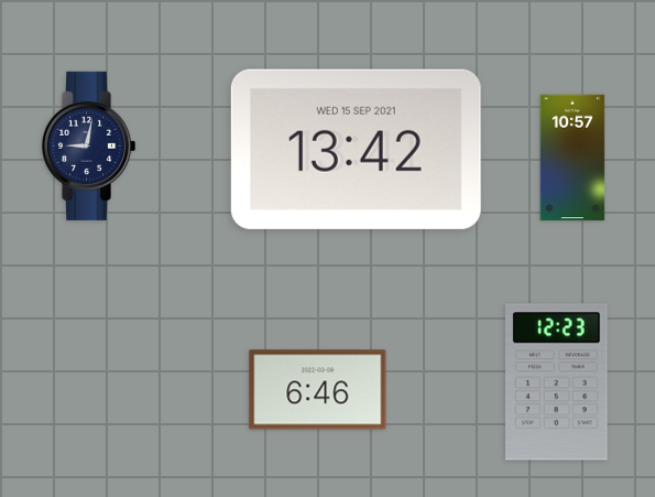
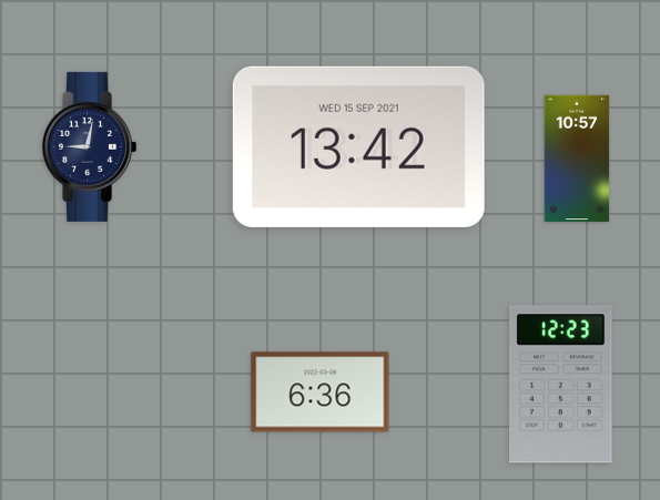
clock at (356, 149) position: (356, 149) -> (358, 146)
clock at (318, 390): 6:46 -> 6:36
